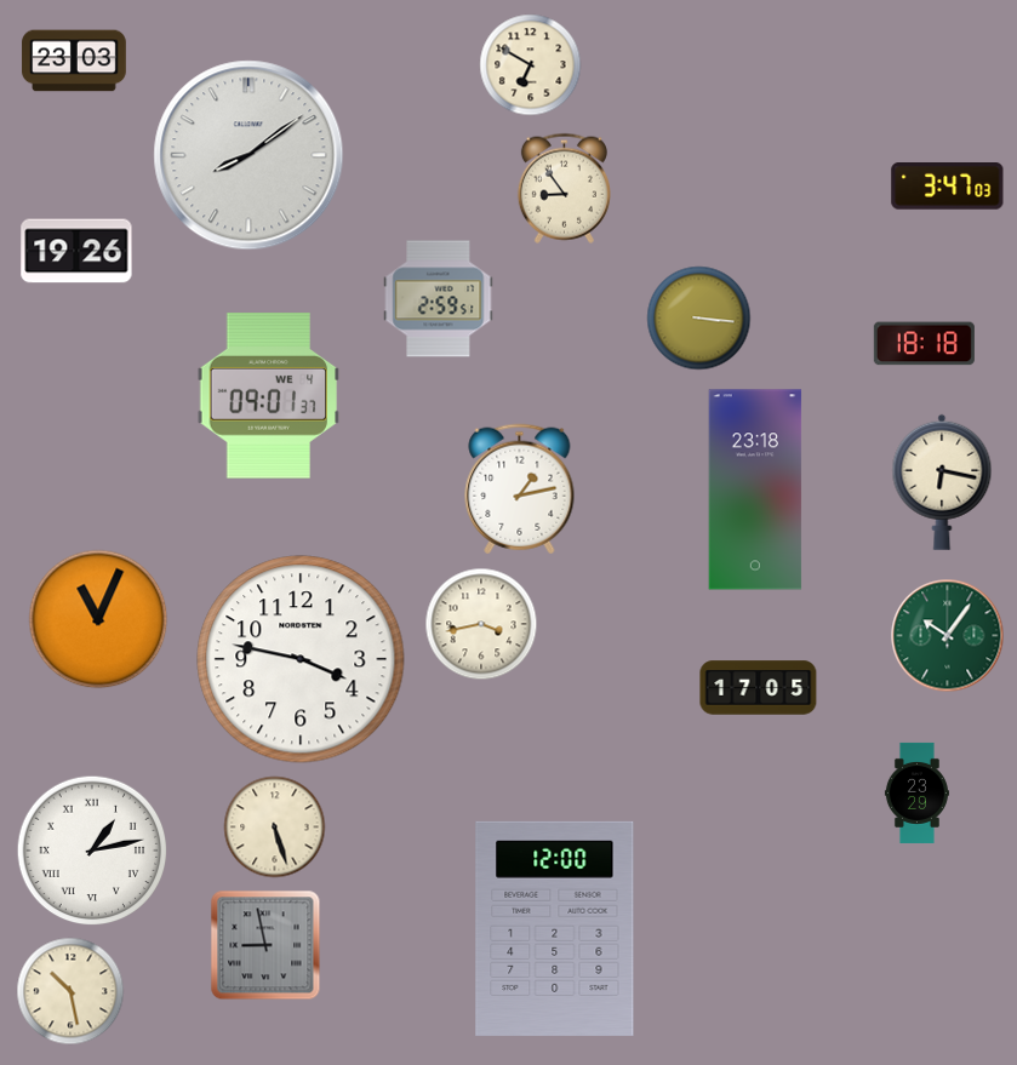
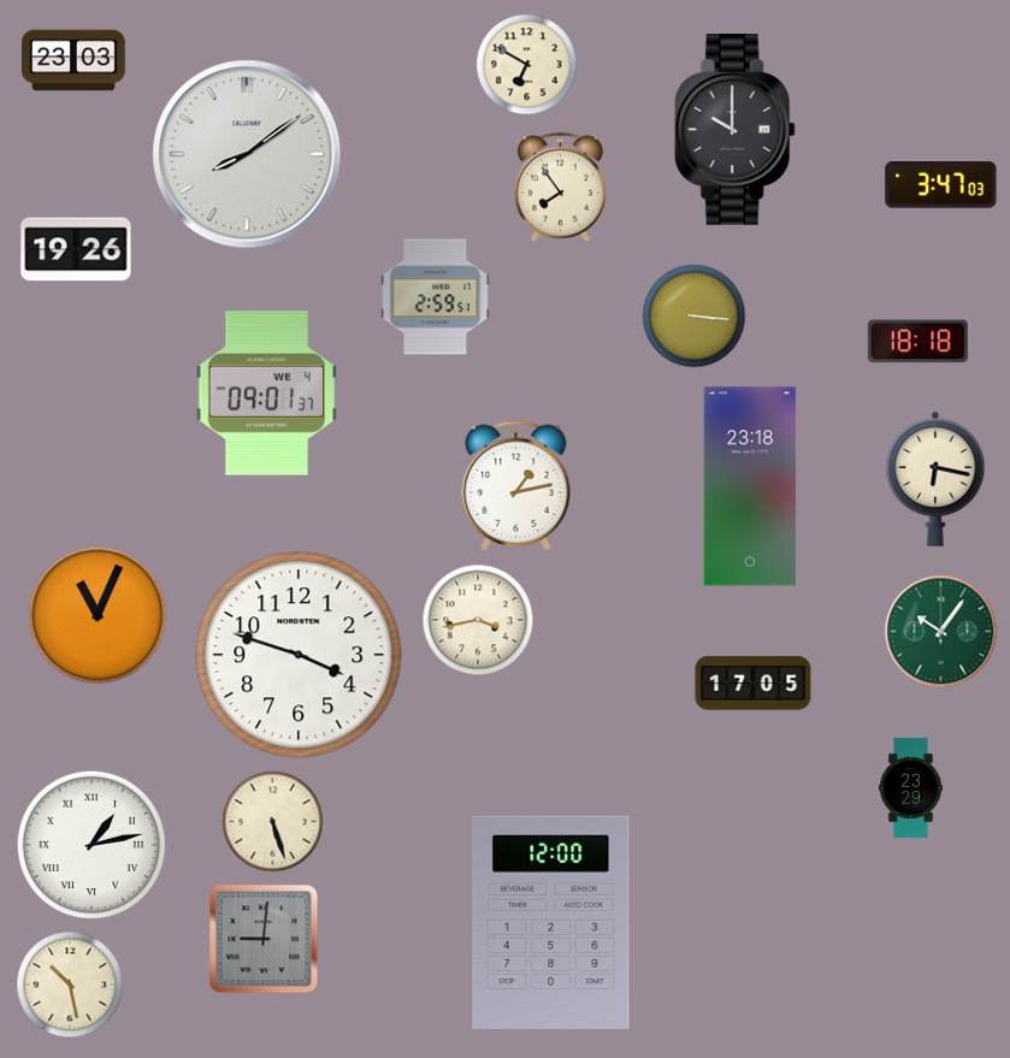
clock at (734, 130): none -> 10:00
clock at (564, 188): 8:54 -> 7:54
clock at (301, 659): 3:47 -> 3:48
clock at (265, 945): 8:58 -> 9:01
